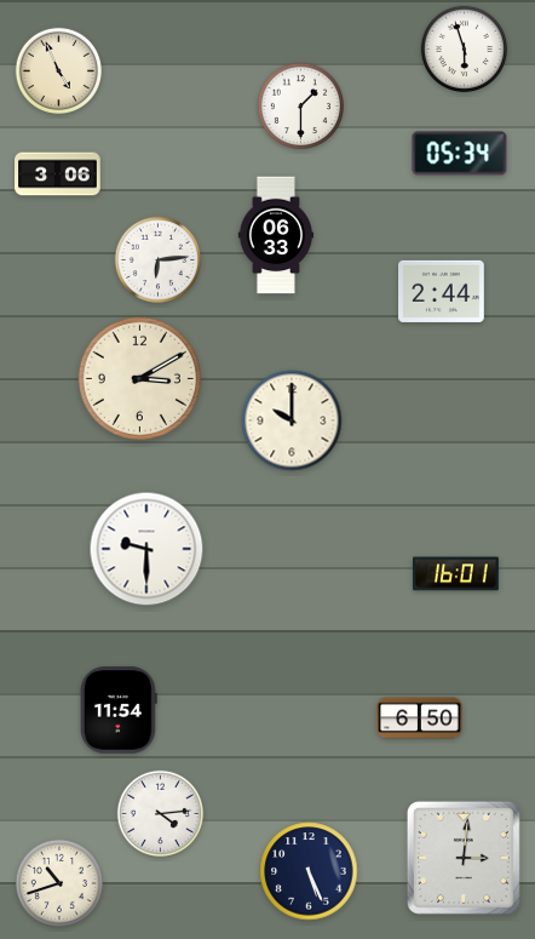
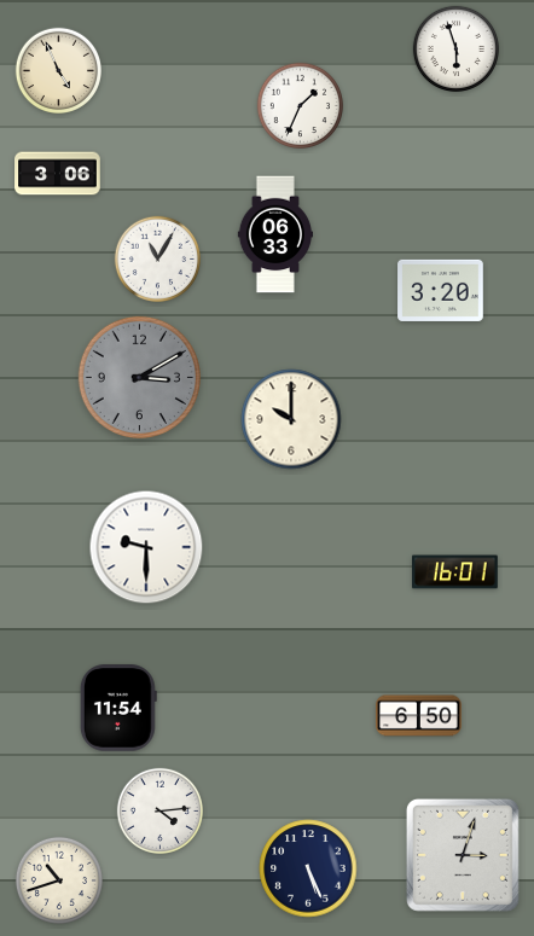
clock at (465, 50) position: (465, 50) -> (457, 50)
clock at (301, 107): 1:30 -> 1:34
clock at (460, 154): 05:34 -> none
clock at (159, 260): 6:14 -> 11:05
clock at (442, 291): 2:44 -> 3:20
clock at (139, 378) dial: cream -> grey
clock at (464, 858): 3:01 -> 3:03
